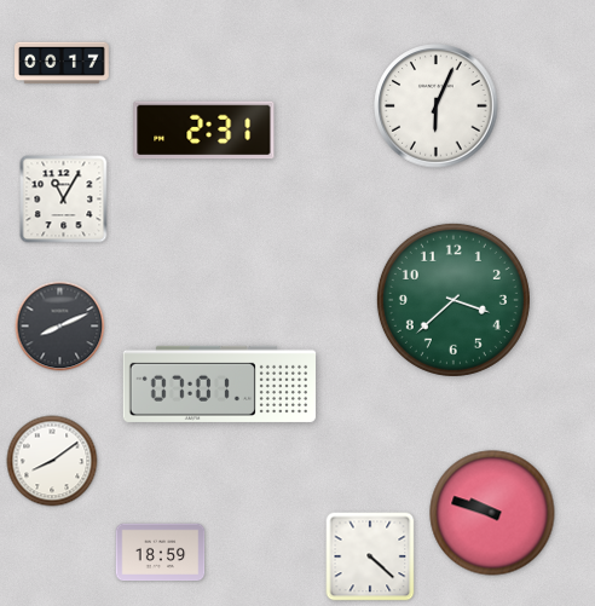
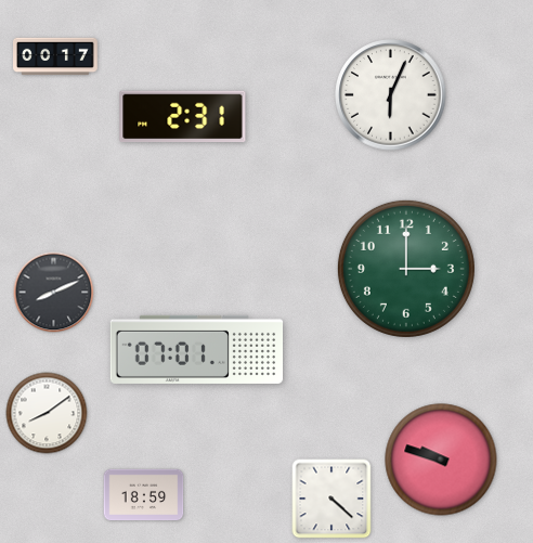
clock at (64, 200): 11:05 -> none
clock at (454, 300): 3:38 -> 3:00
clock at (219, 383) position: (219, 383) -> (196, 349)
